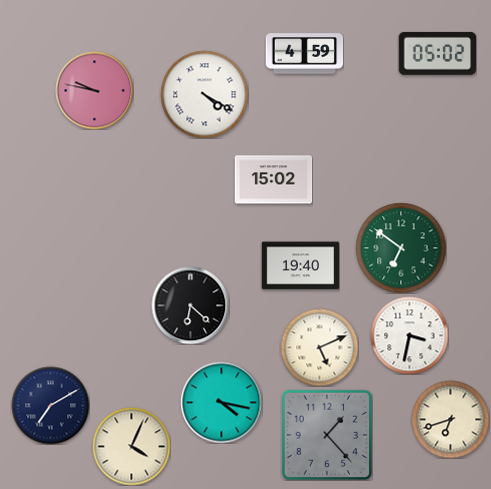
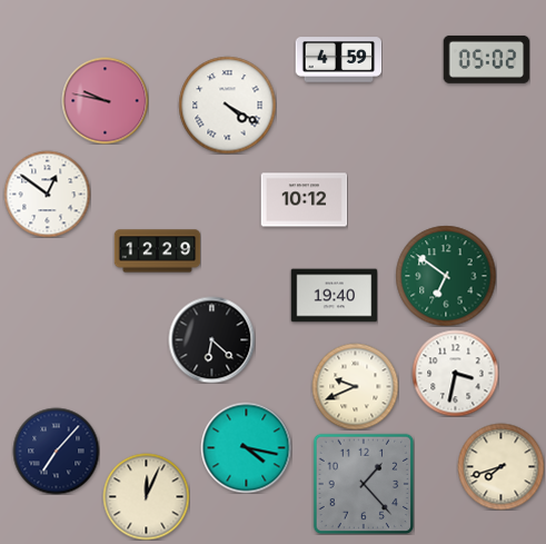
clock at (47, 194): none -> 12:51
clock at (273, 180): 15:02 -> 10:12
clock at (157, 251): none -> 12:29
clock at (319, 347): 5:11 -> 9:41
clock at (50, 405): 7:10 -> 7:07
clock at (450, 419): 6:42 -> 7:42
clock at (131, 446): 4:04 -> 12:04
